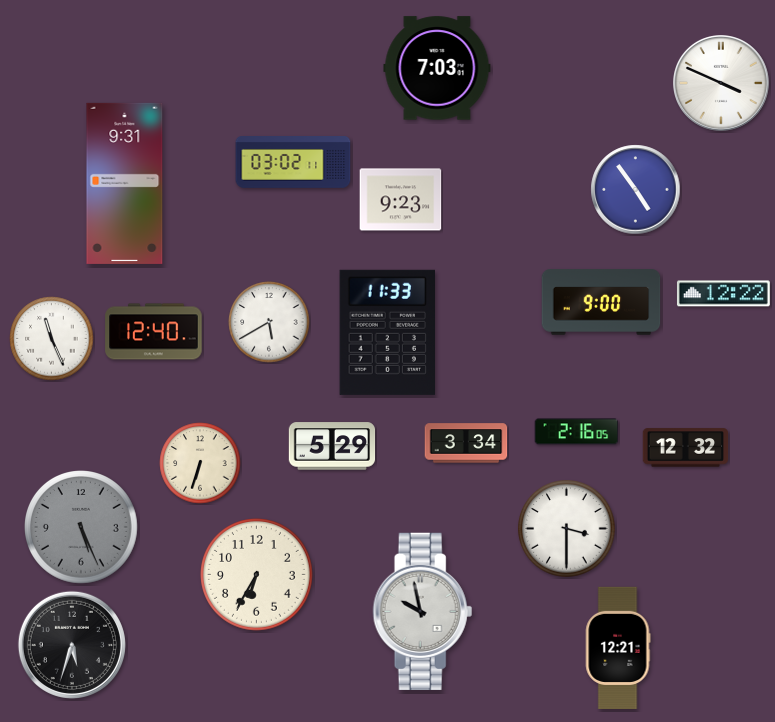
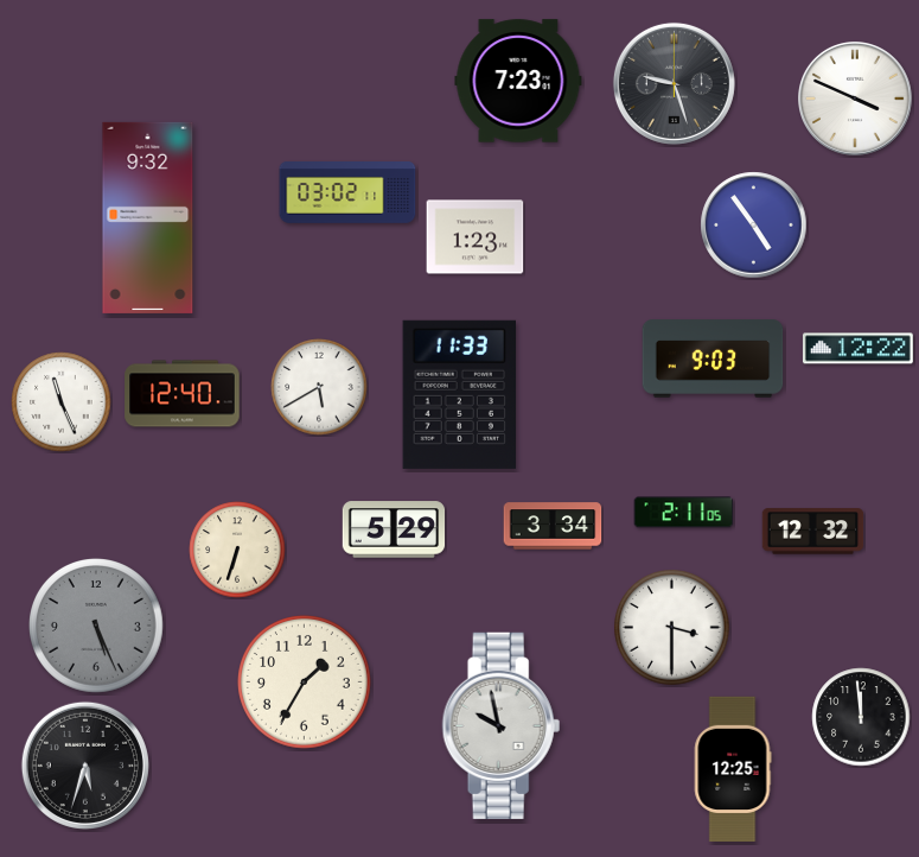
clock at (437, 68): 7:03 -> 7:23
clock at (674, 83): none -> 9:27
clock at (125, 183): 9:31 -> 9:32
clock at (401, 200): 9:23 -> 1:23
clock at (601, 302): 9:00 -> 9:03
clock at (269, 322) position: (269, 322) -> (319, 387)
clock at (577, 432): 2:16 -> 2:11
clock at (257, 575): 6:35 -> 1:35
clock at (861, 717): none -> 11:59
clock at (618, 647): 12:21 -> 12:25
